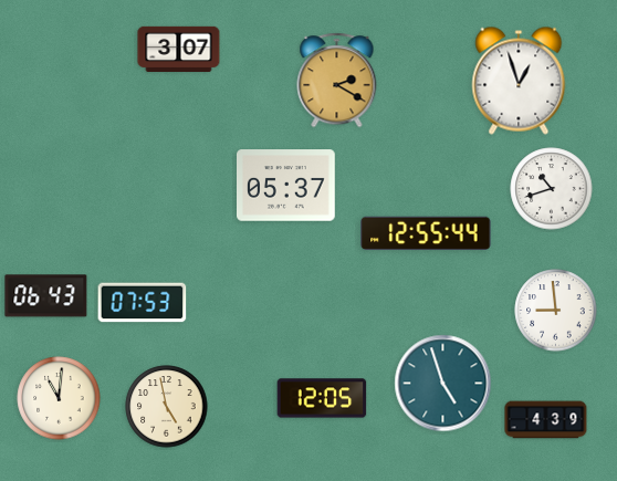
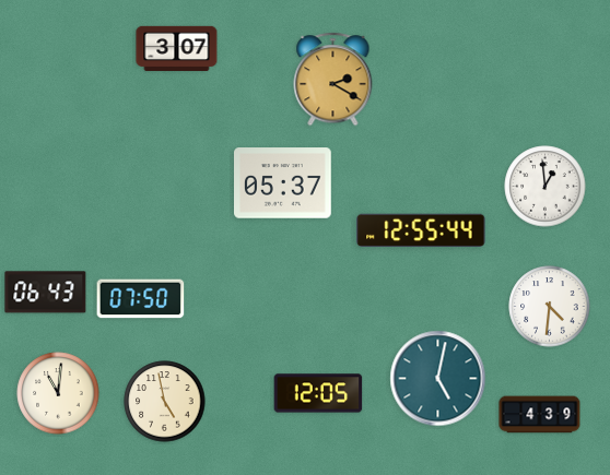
clock at (519, 81): 12:57 -> none
clock at (552, 189): 10:42 -> 12:59
clock at (143, 303): 07:53 -> 07:50
clock at (556, 311): 8:59 -> 4:31
clock at (443, 384): 4:57 -> 5:02
